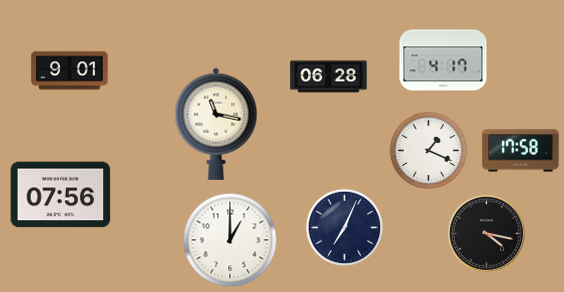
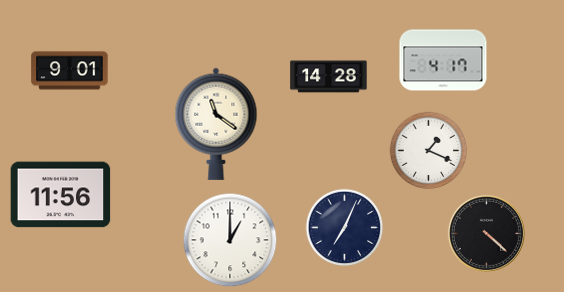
clock at (329, 77): 06:28 -> 14:28
clock at (216, 124): 11:17 -> 11:21
clock at (521, 151): 17:58 -> none
clock at (61, 195): 07:56 -> 11:56
clock at (486, 233): 4:17 -> 4:22
